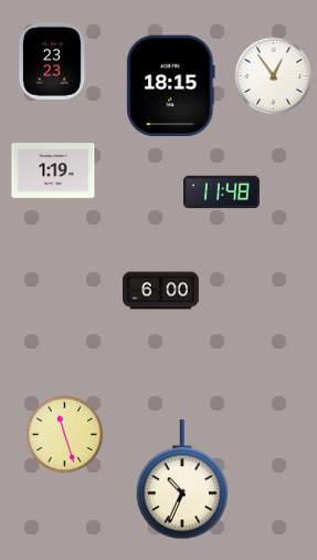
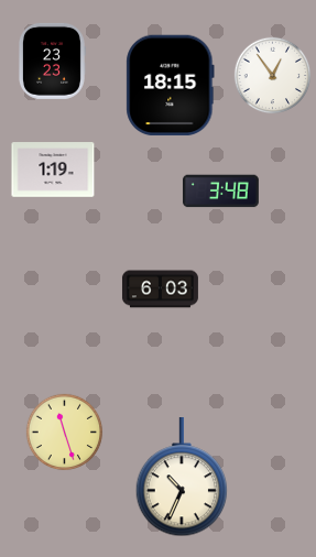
clock at (221, 193): 11:48 -> 3:48
clock at (160, 291): 6:00 -> 6:03
